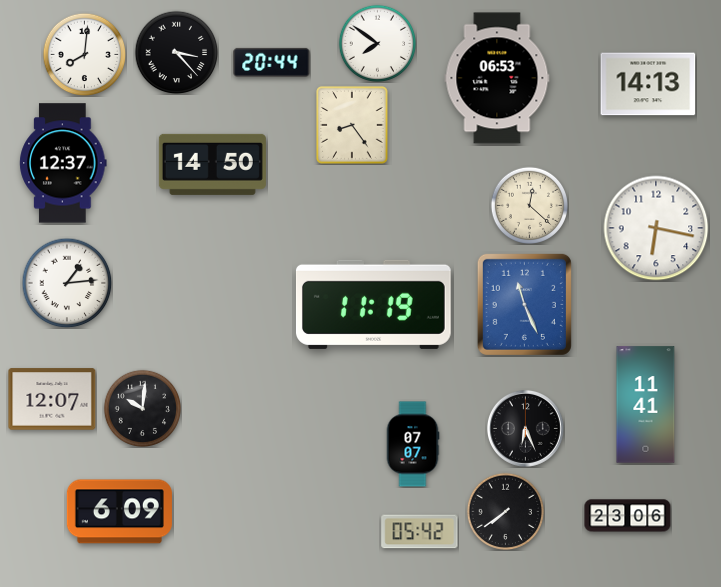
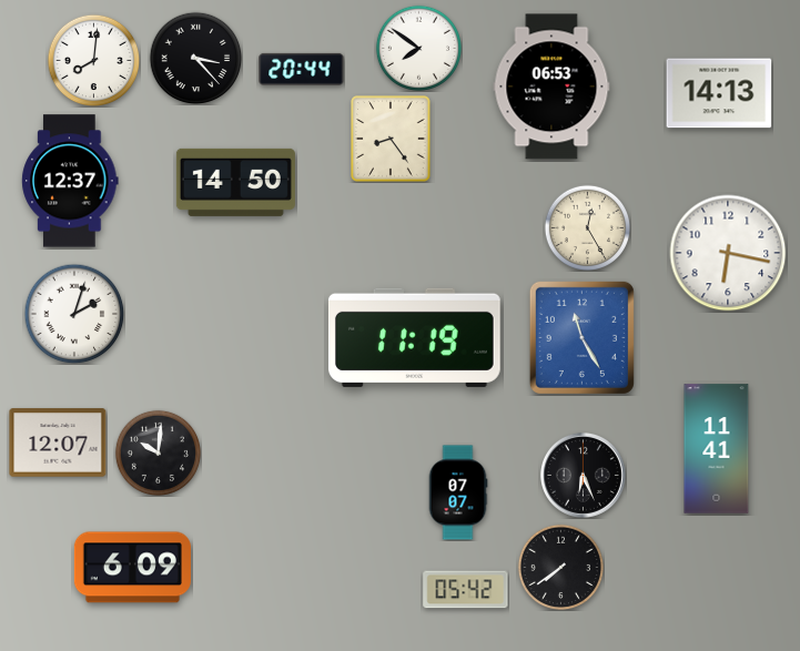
clock at (529, 205): 12:22 -> 12:25
clock at (67, 283): 1:14 -> 2:03
clock at (524, 304): 11:26 -> 11:25
clock at (628, 516): 23:06 -> none
